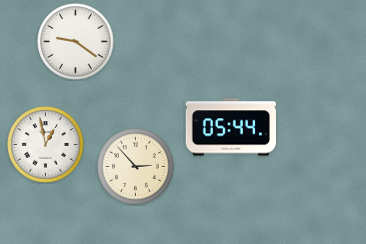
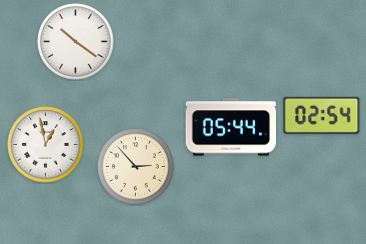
clock at (76, 42): 9:21 -> 10:21
clock at (322, 115): none -> 02:54
